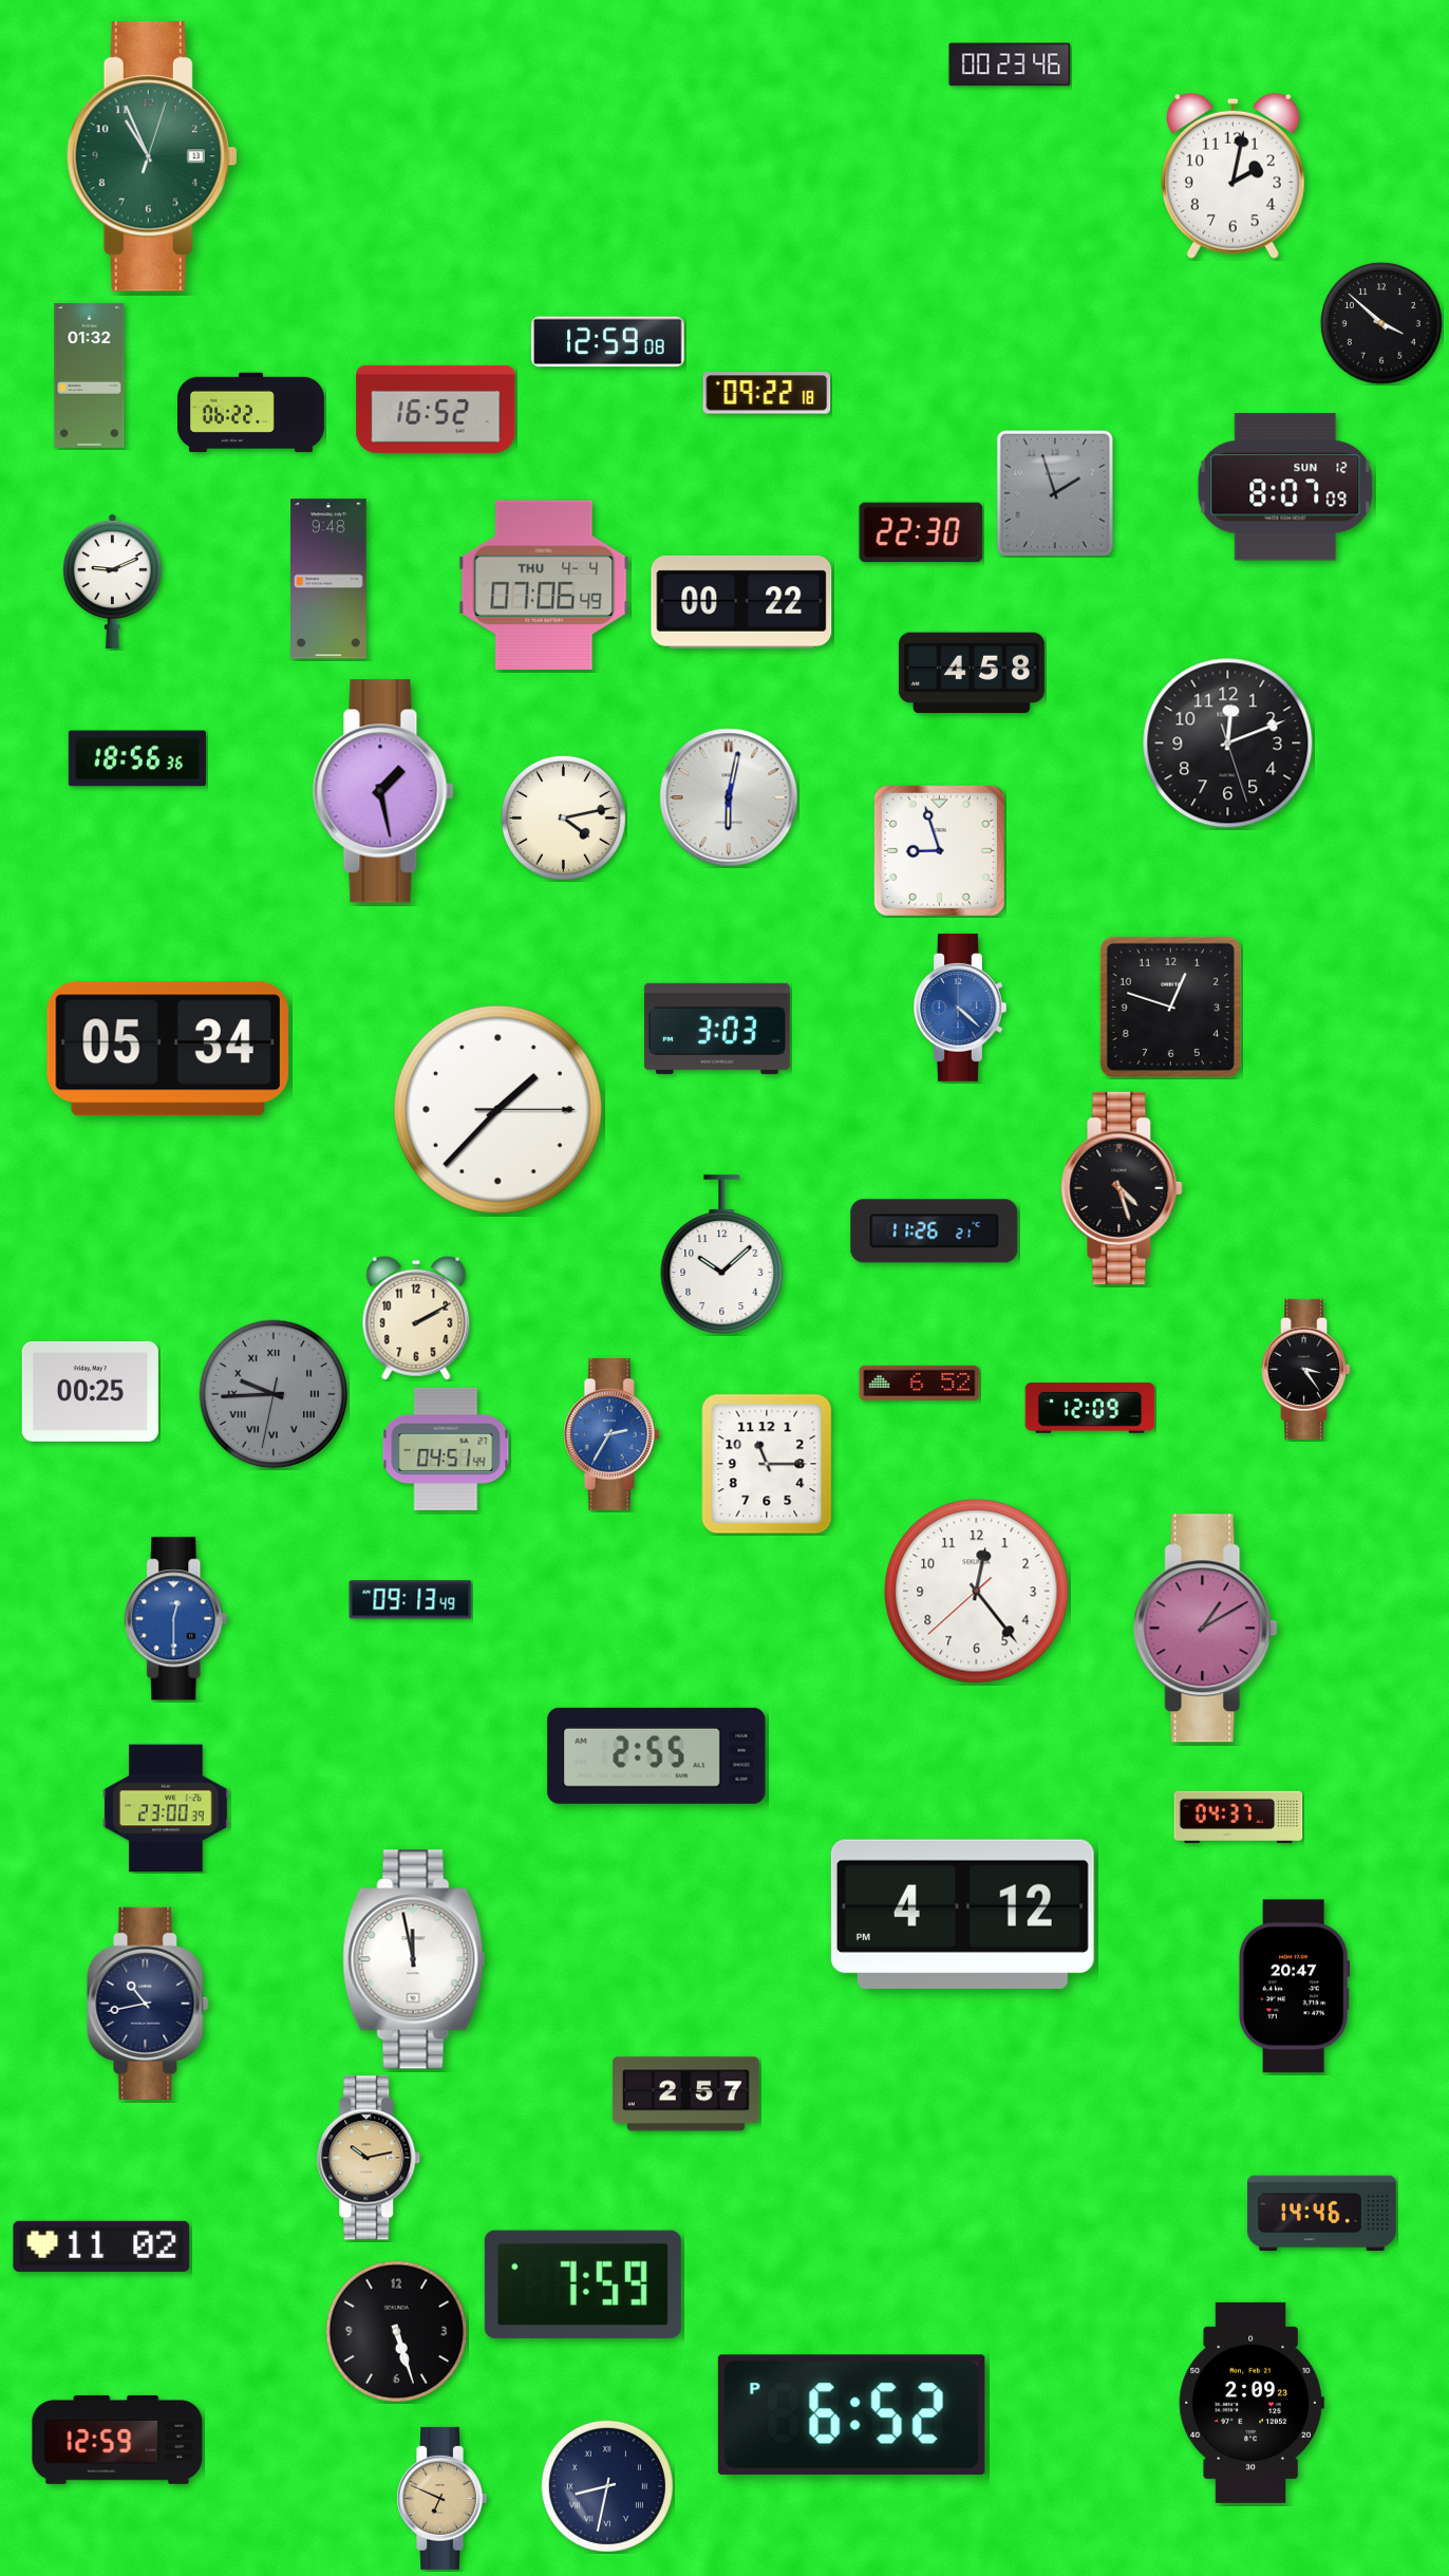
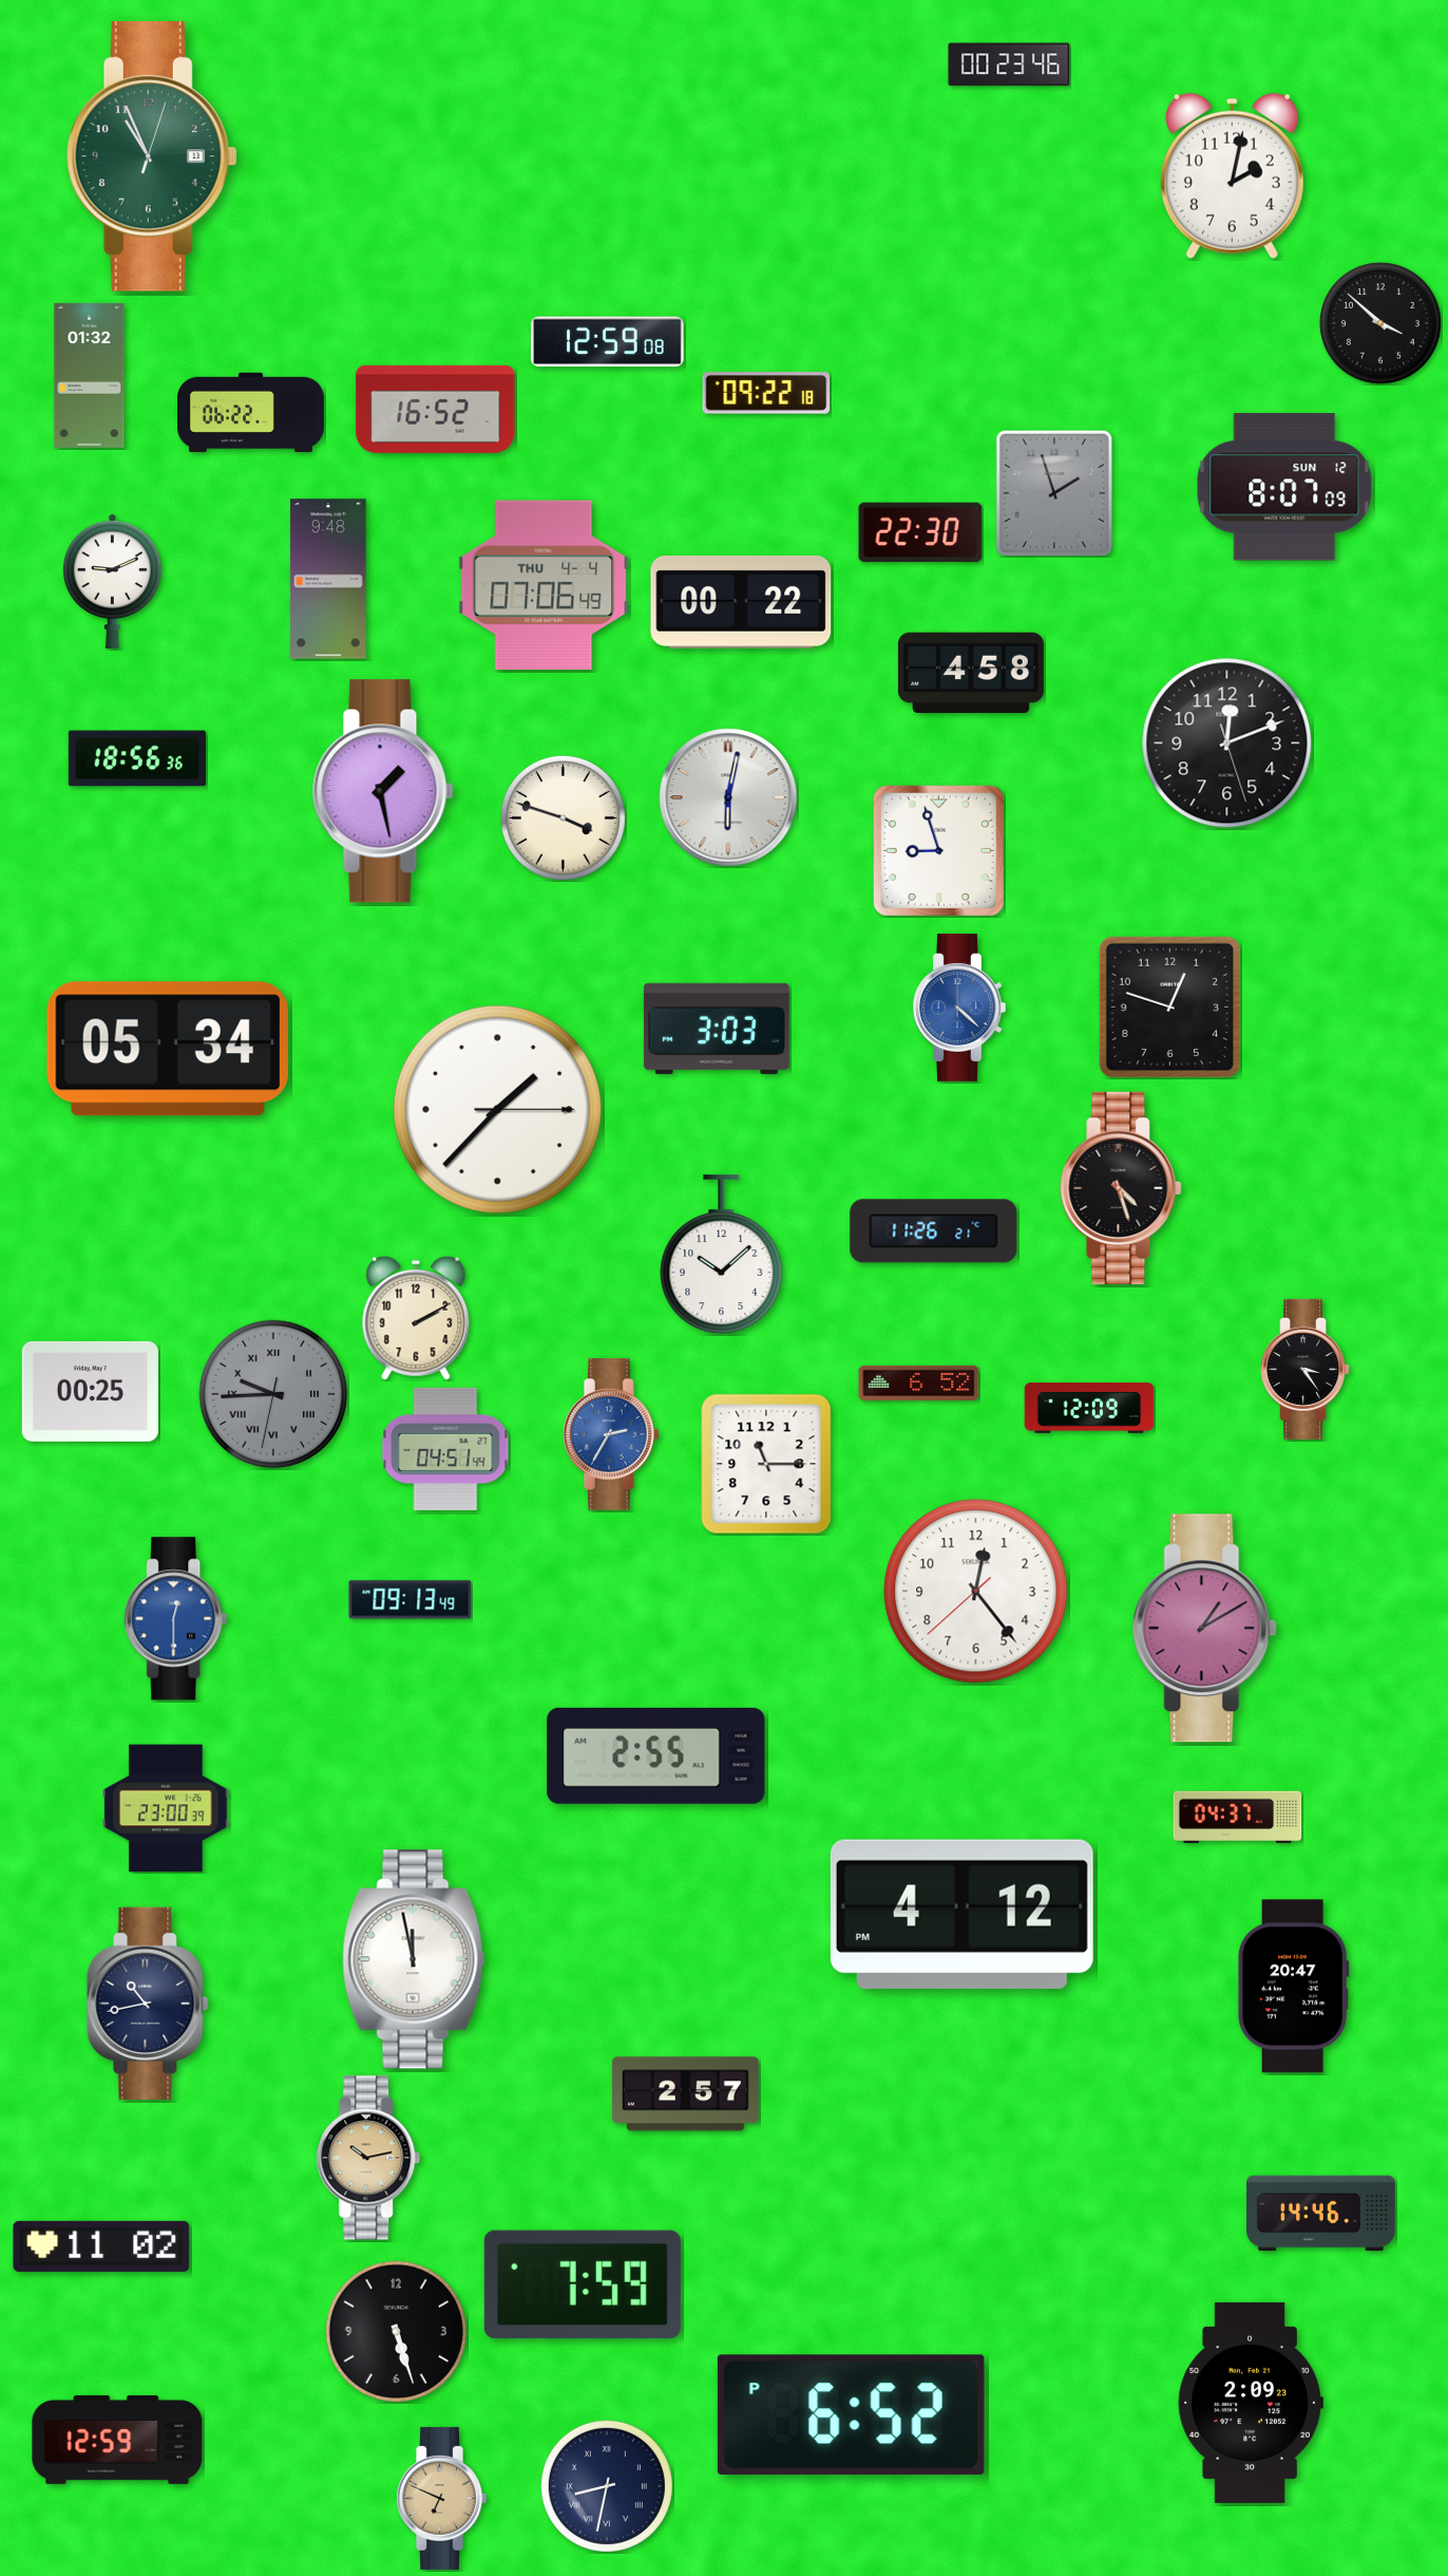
clock at (563, 817): 4:13 -> 3:48
